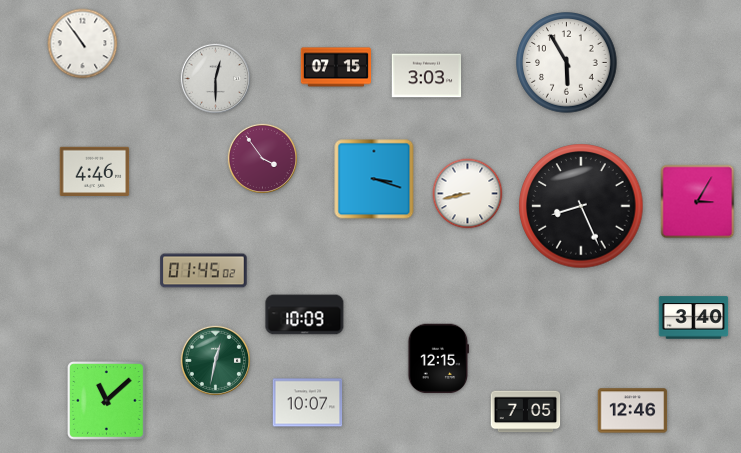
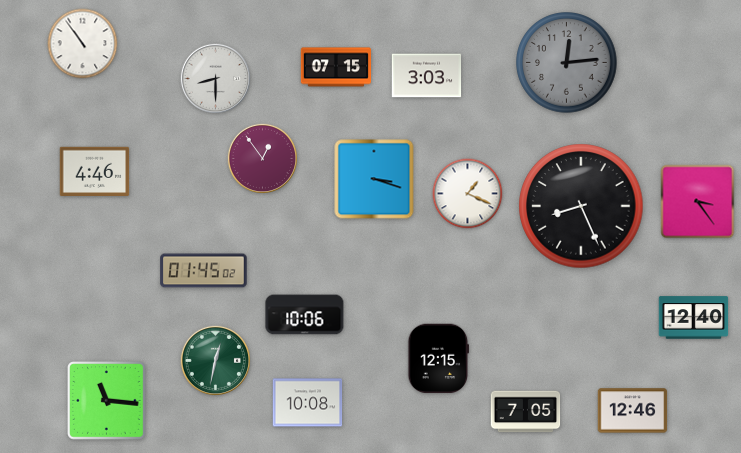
clock at (567, 63): 5:55 -> 12:14
clock at (567, 63) dial: white -> grey
clock at (215, 78): 12:30 -> 8:30
clock at (262, 158): 3:54 -> 12:54
clock at (468, 194): 8:43 -> 1:19
clock at (698, 202): 3:05 -> 3:24
clock at (305, 315): 10:09 -> 10:06
clock at (694, 318): 3:40 -> 12:40
clock at (107, 401): 11:08 -> 11:16
clock at (308, 403): 10:07 -> 10:08
